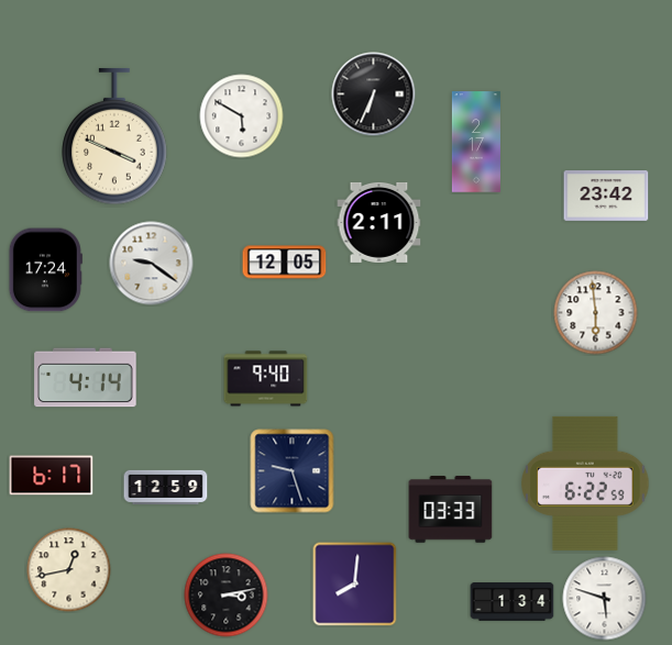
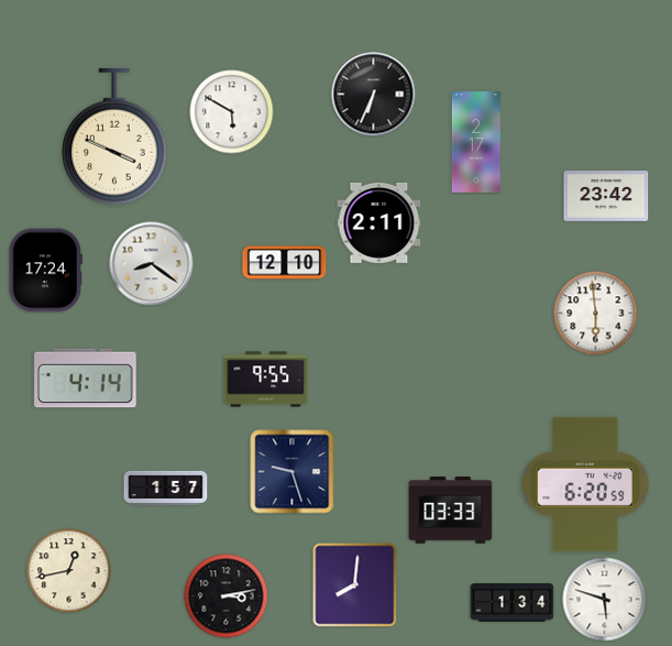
clock at (242, 116) position: (242, 116) -> (232, 112)
clock at (285, 263): 12:05 -> 12:10
clock at (152, 264): 9:21 -> 8:21
clock at (266, 379): 9:40 -> 9:55
clock at (52, 476): 6:17 -> none
clock at (585, 483): 6:22 -> 6:20
clock at (166, 487): 12:59 -> 1:57
